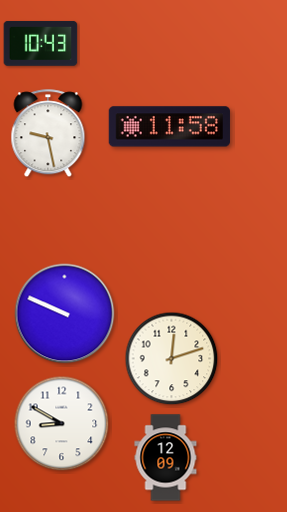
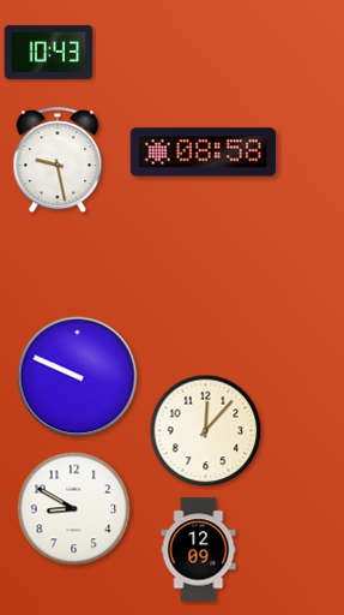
clock at (169, 127): 11:58 -> 08:58
clock at (172, 359): 12:12 -> 12:07
